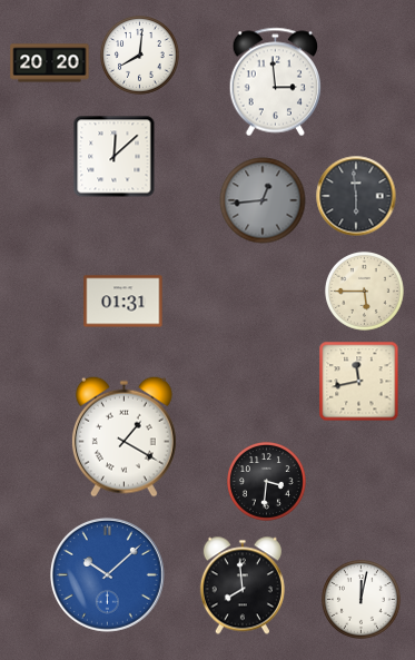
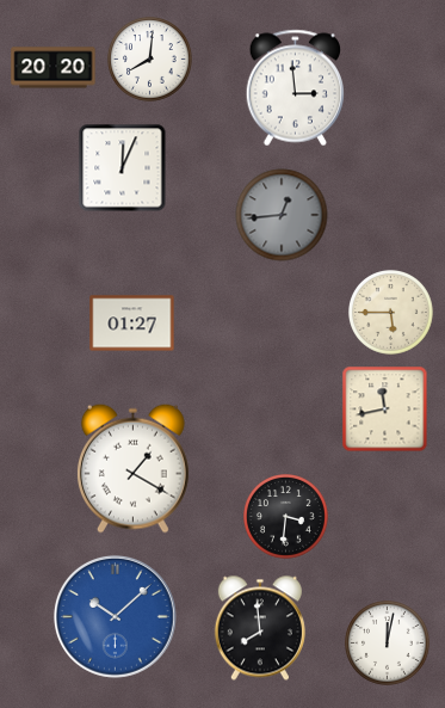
clock at (115, 157): 12:08 -> 12:04
clock at (356, 196): 5:59 -> none
clock at (123, 302): 01:31 -> 01:27
